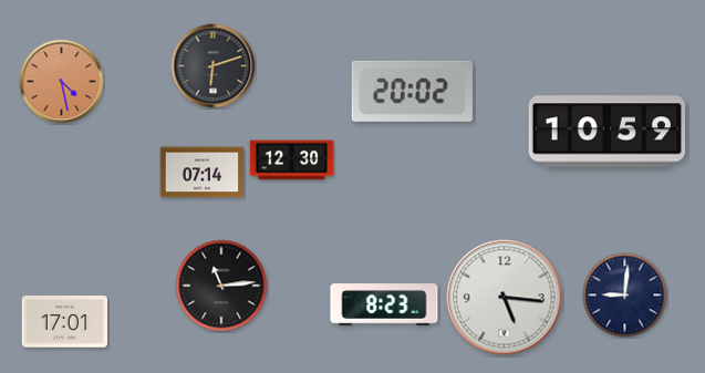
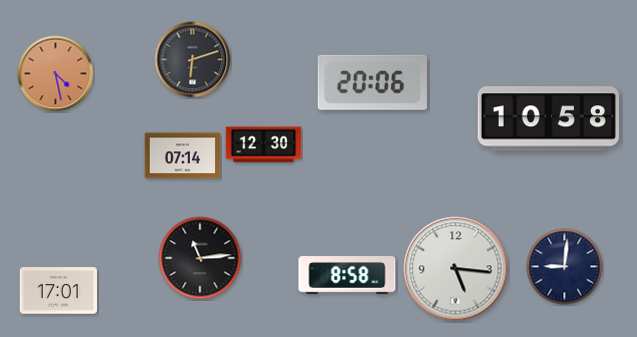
clock at (412, 91): 20:02 -> 20:06
clock at (606, 132): 10:59 -> 10:58
clock at (384, 304): 8:23 -> 8:58
